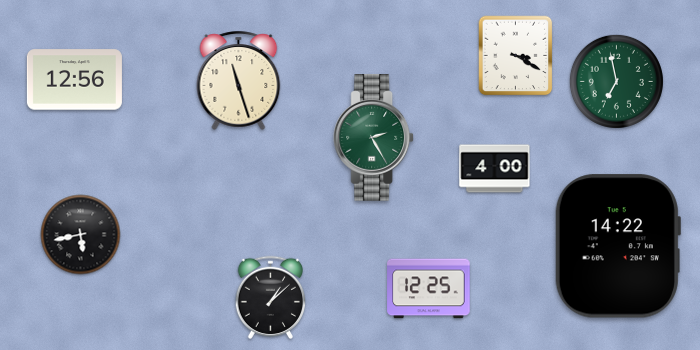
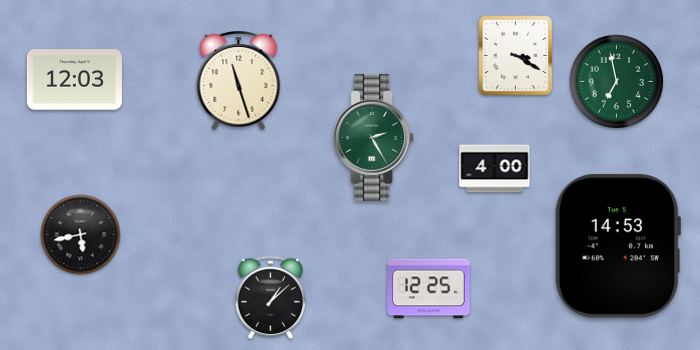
clock at (74, 80): 12:56 -> 12:03
clock at (617, 246): 14:22 -> 14:53
